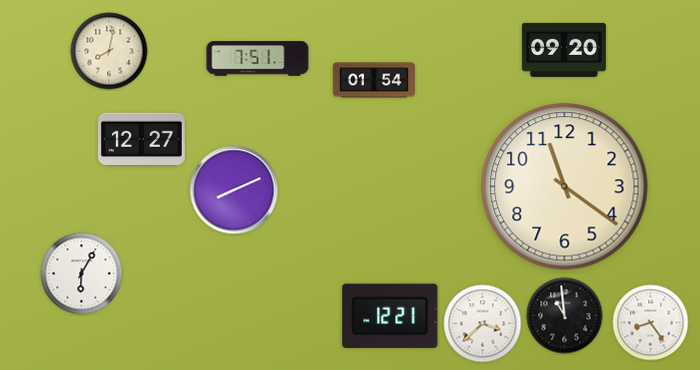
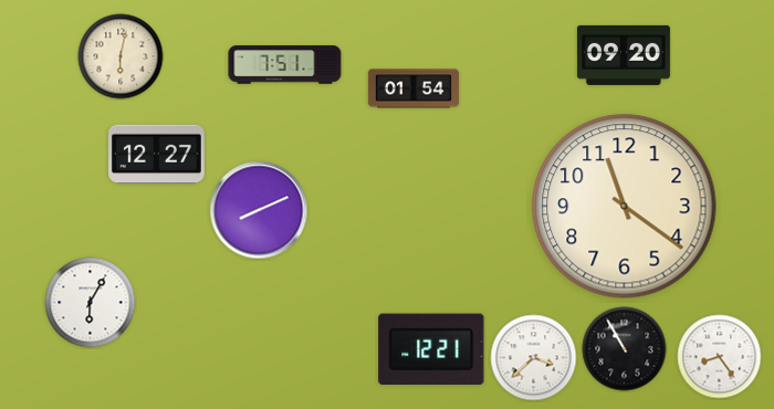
clock at (109, 51): 8:02 -> 6:02
clock at (565, 316): 10:59 -> 10:55
